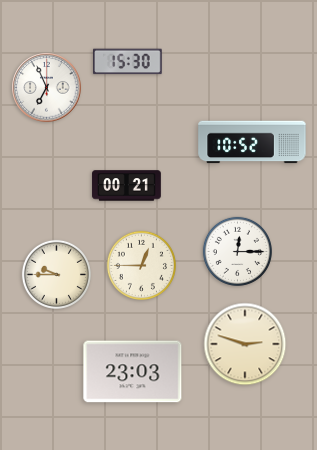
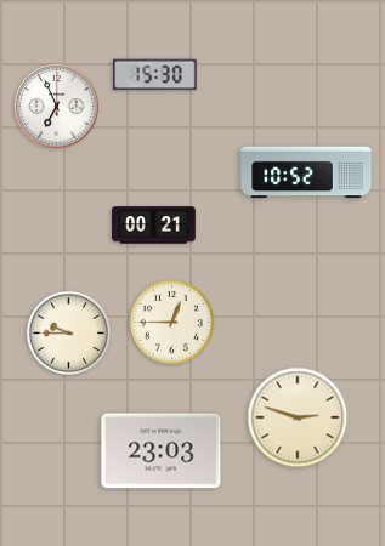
clock at (237, 251): 12:15 -> none
